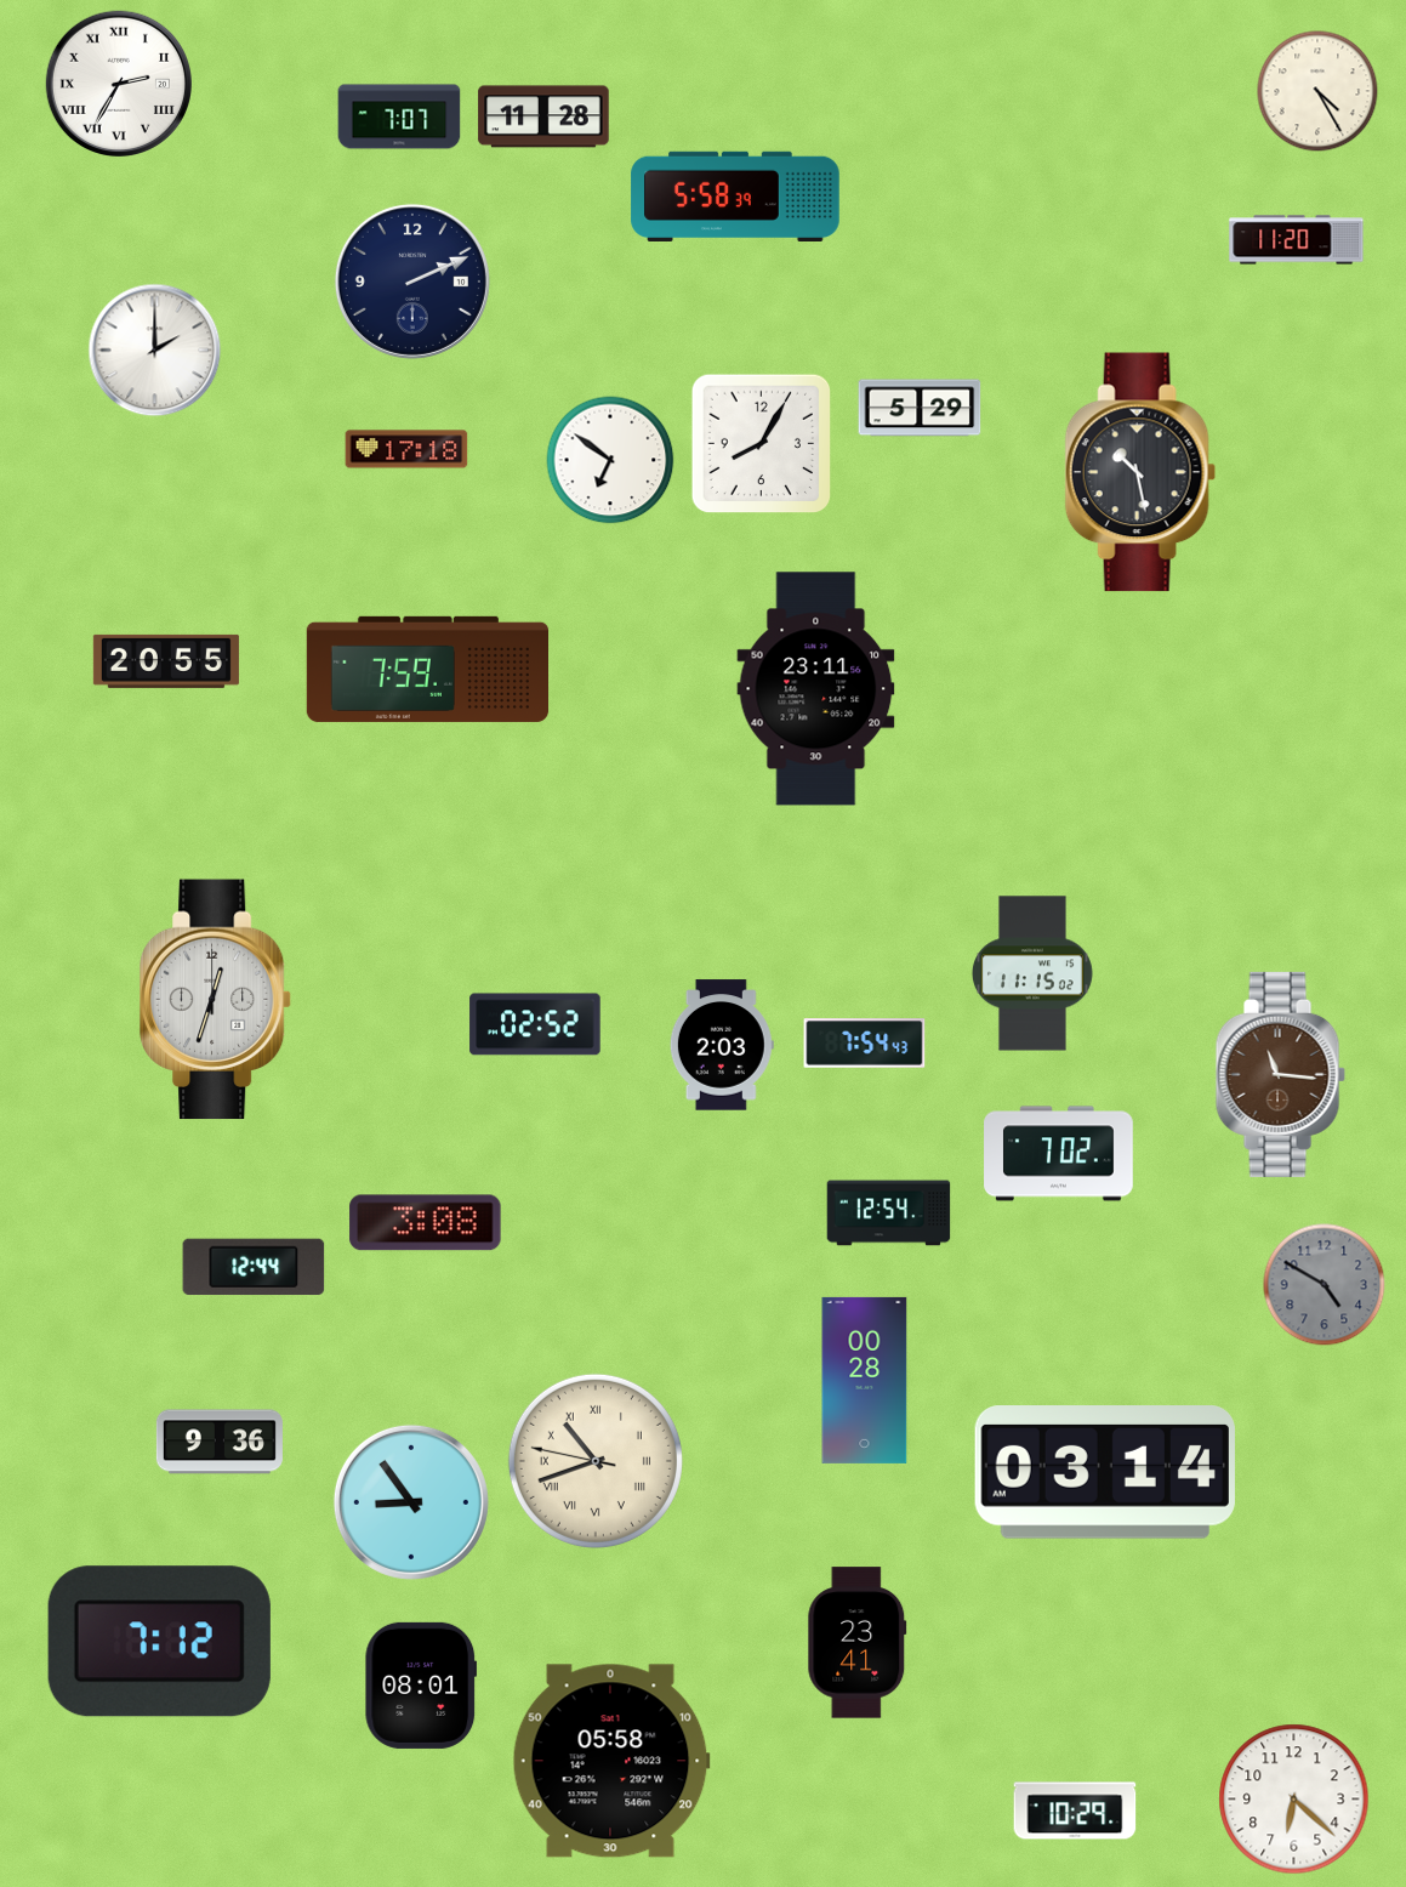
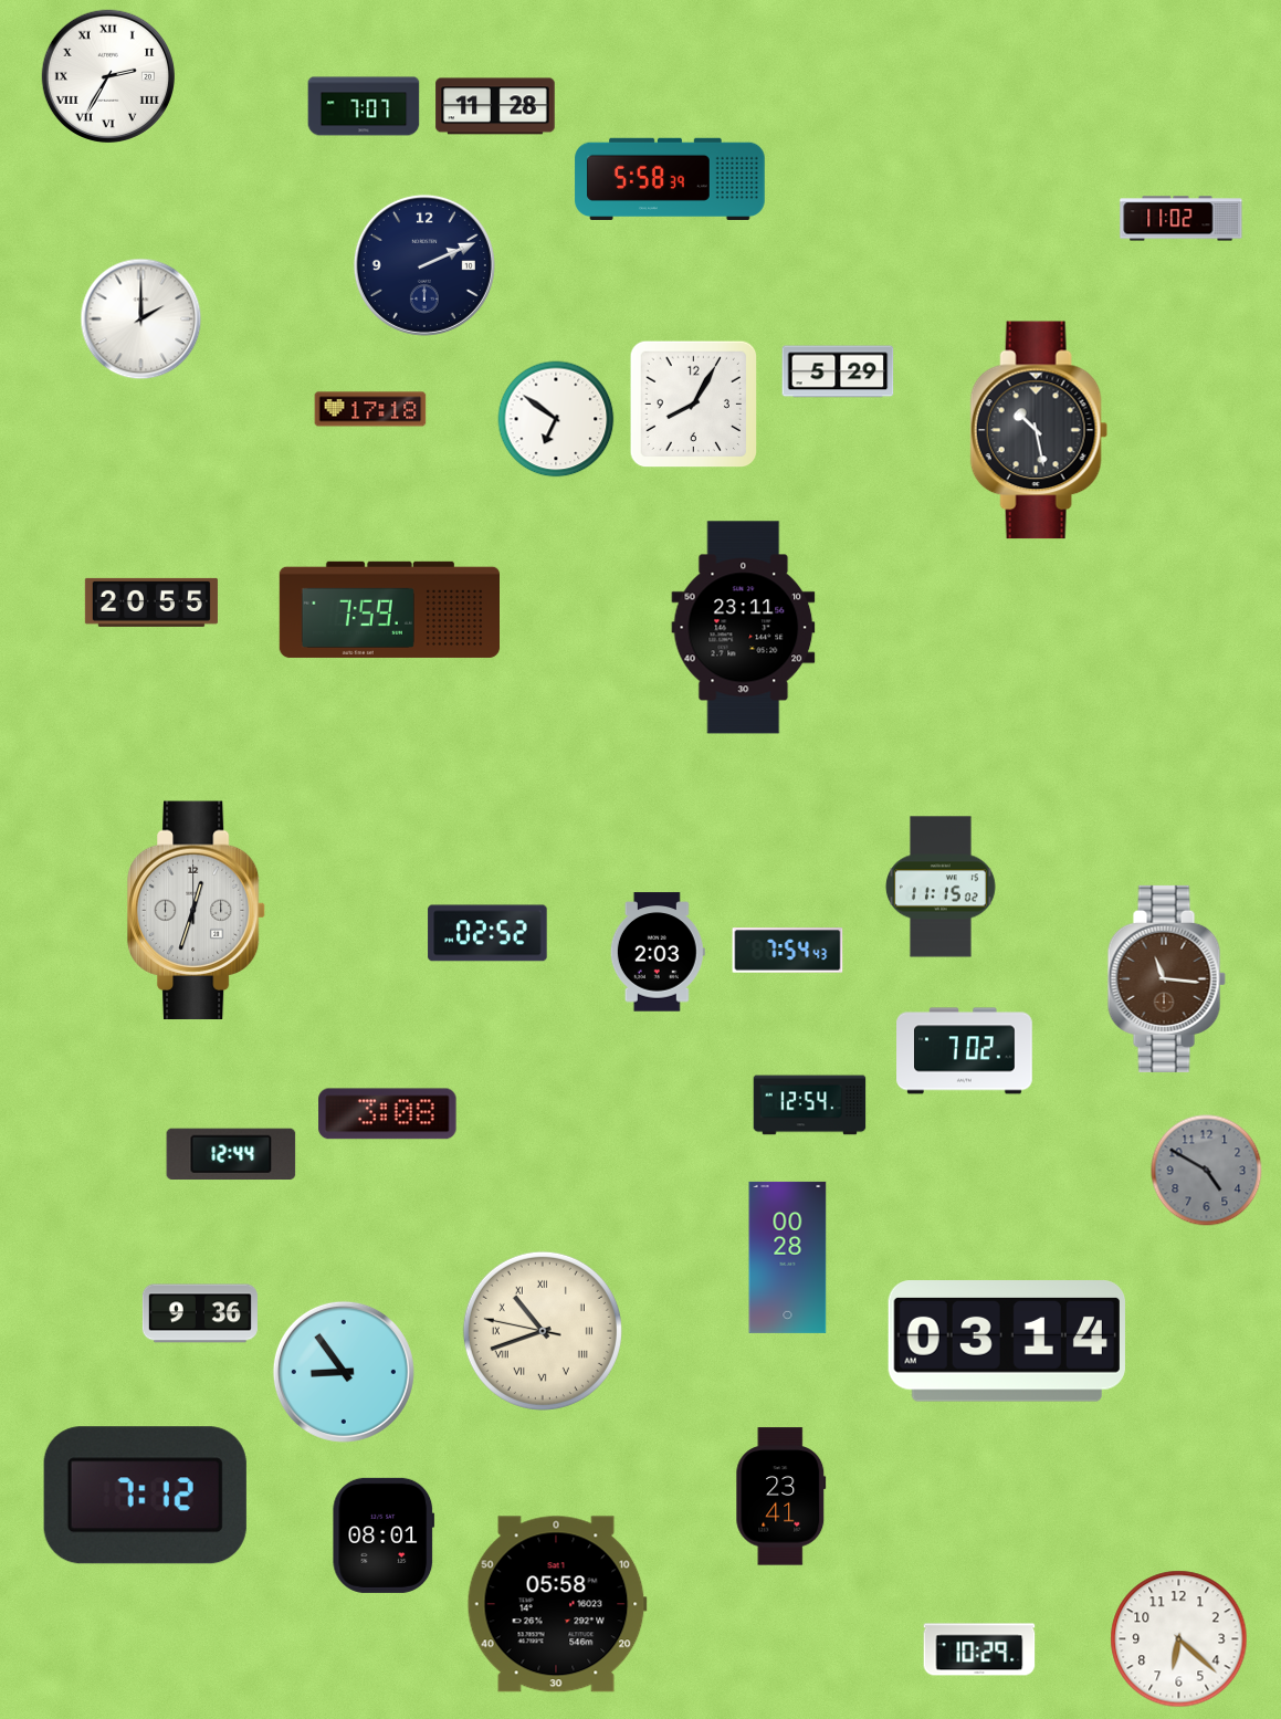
clock at (1317, 91): 4:25 -> none
clock at (1297, 240): 11:20 -> 11:02
clock at (412, 282) position: (412, 282) -> (424, 265)
clock at (411, 1502) position: (411, 1502) -> (344, 1372)
